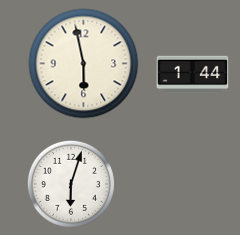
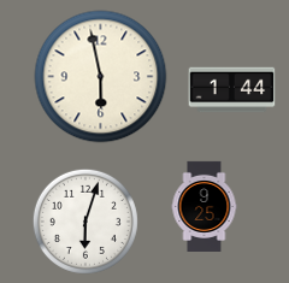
clock at (205, 206): none -> 9:25
